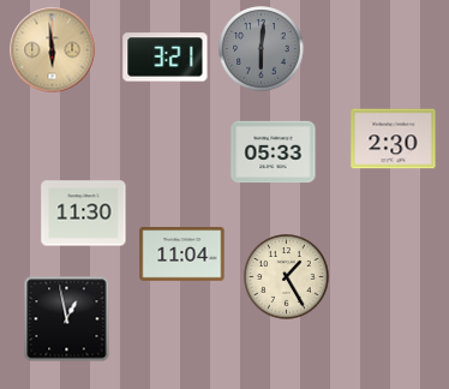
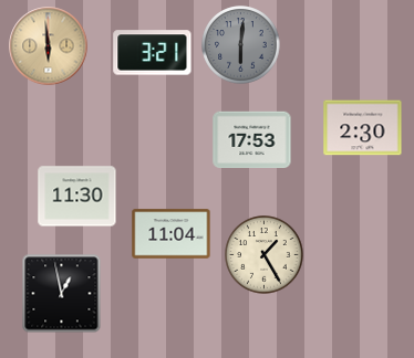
clock at (274, 152): 05:33 -> 17:53
clock at (182, 255) position: (182, 255) -> (172, 234)
